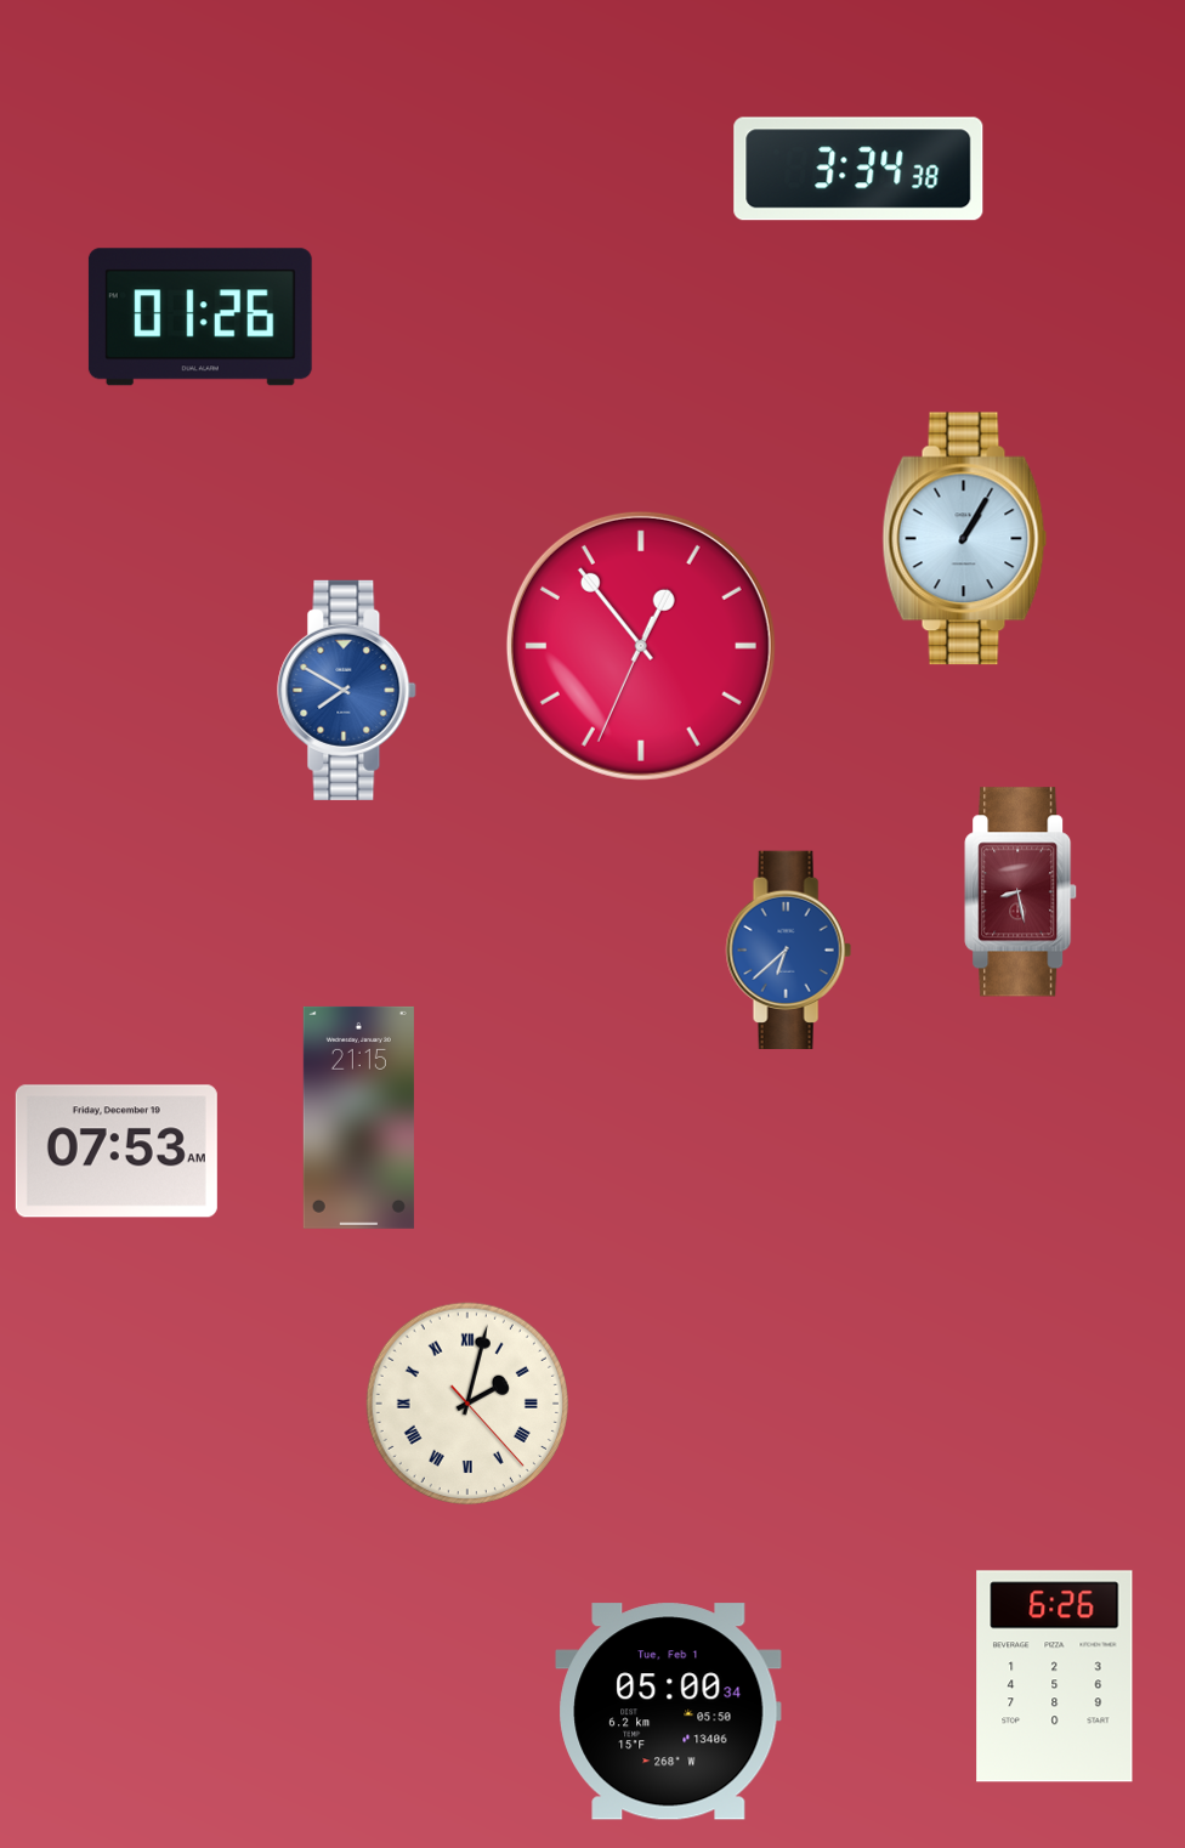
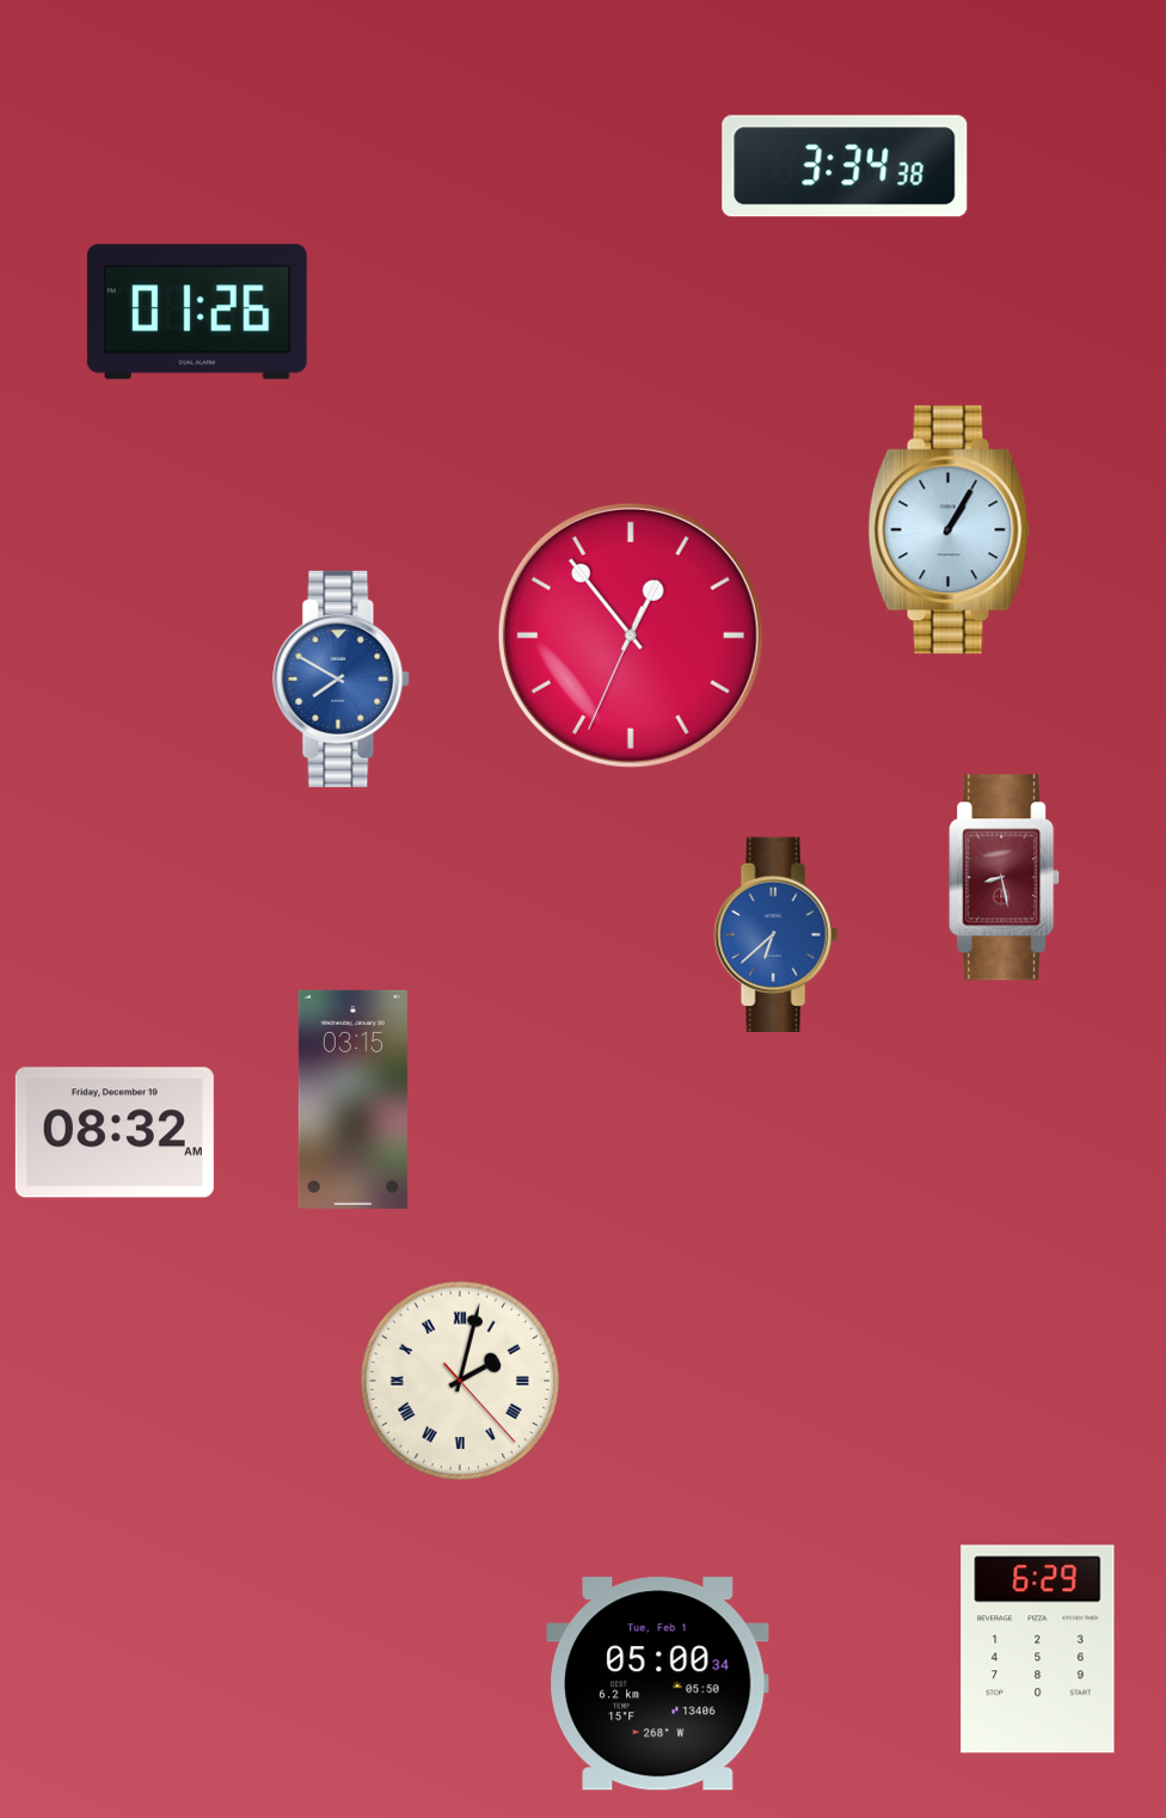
clock at (358, 1117): 21:15 -> 03:15
clock at (117, 1151): 07:53 -> 08:32
clock at (1055, 1677): 6:26 -> 6:29
